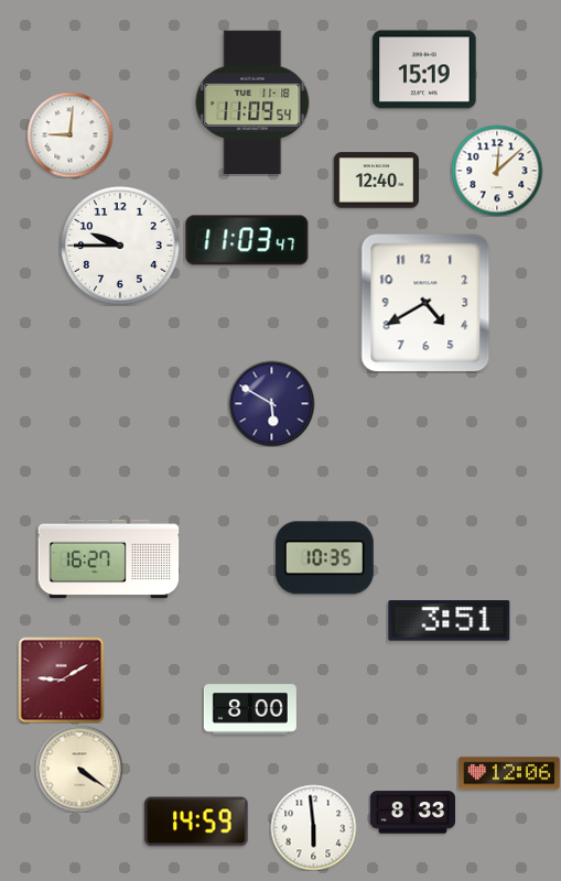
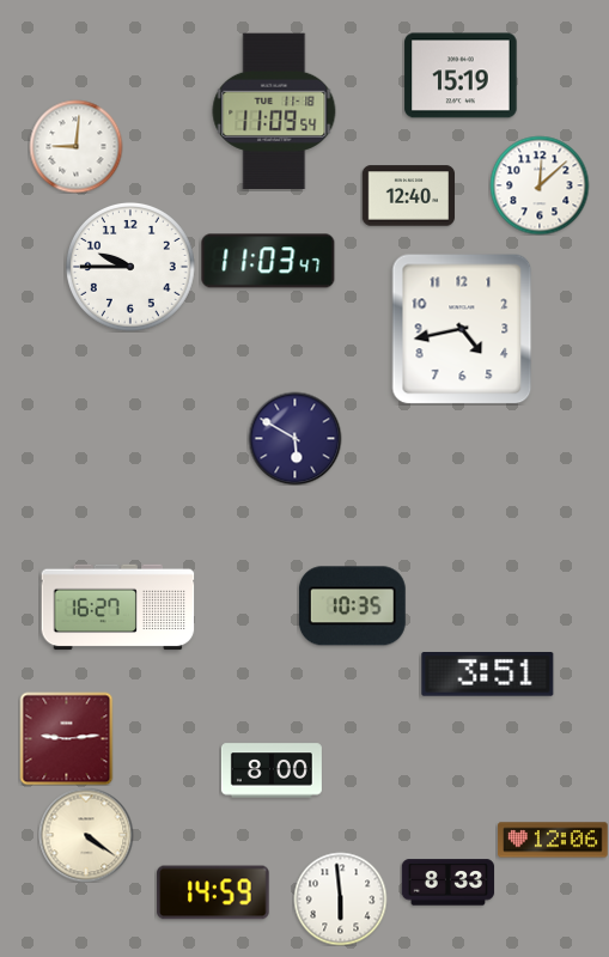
clock at (425, 303): 4:40 -> 4:43
clock at (61, 679): 9:10 -> 9:14
